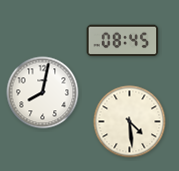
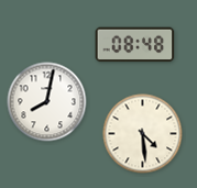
clock at (123, 41): 08:45 -> 08:48
